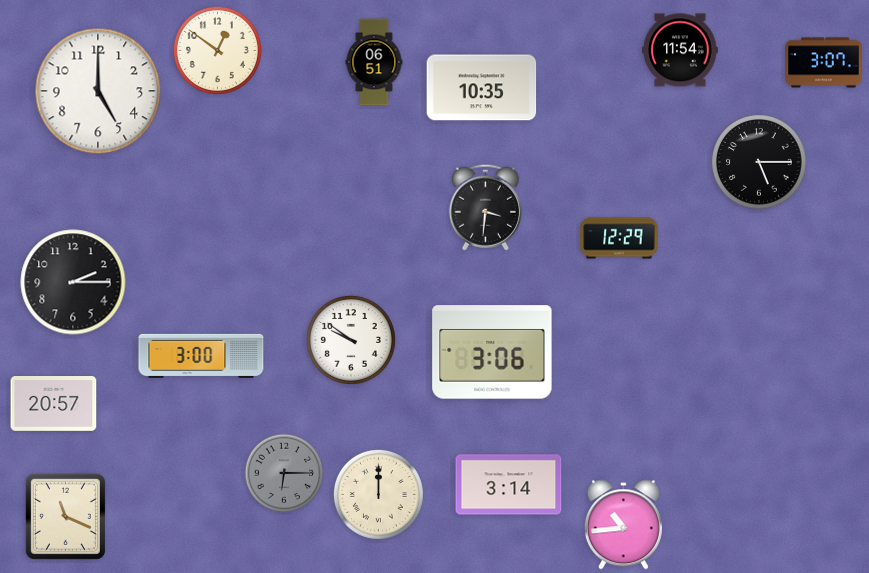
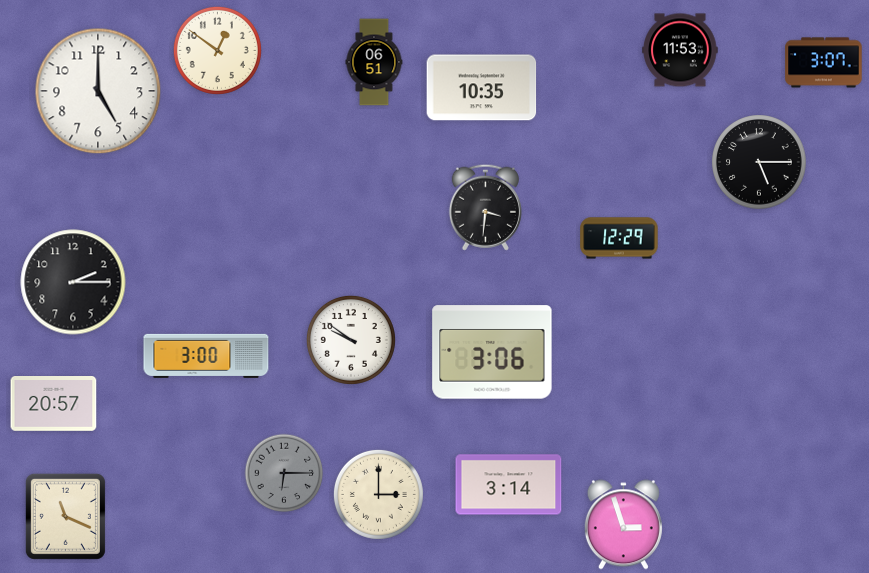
clock at (680, 50): 11:54 -> 11:53
clock at (201, 356) position: (201, 356) -> (206, 356)
clock at (378, 494): 12:00 -> 3:00
clock at (623, 525): 10:44 -> 2:57
